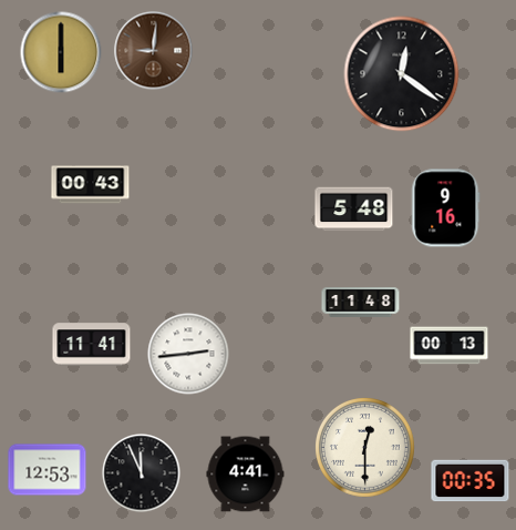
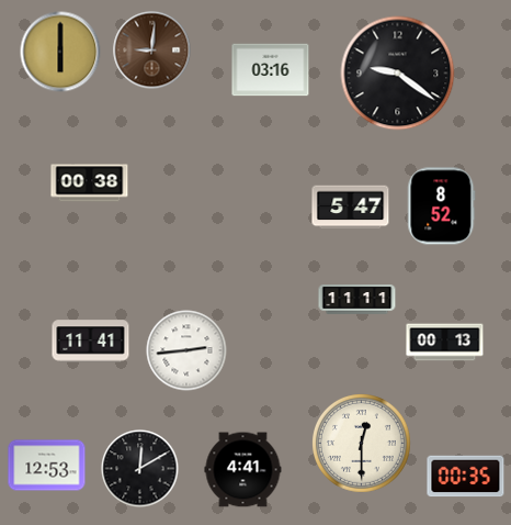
clock at (271, 70): none -> 03:16
clock at (402, 74): 12:21 -> 9:21
clock at (91, 185): 00:43 -> 00:38
clock at (446, 208): 9:16 -> 8:52
clock at (354, 210): 5:48 -> 5:47
clock at (361, 303): 11:48 -> 11:11
clock at (142, 473): 11:56 -> 12:10
